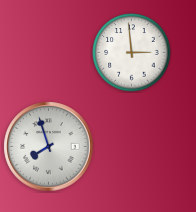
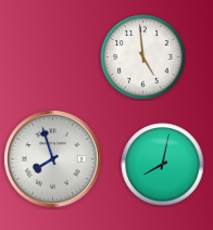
clock at (132, 53): 2:59 -> 4:59
clock at (163, 165): none -> 8:02
